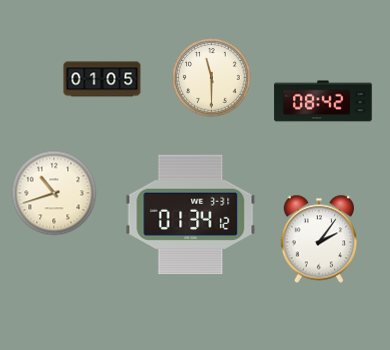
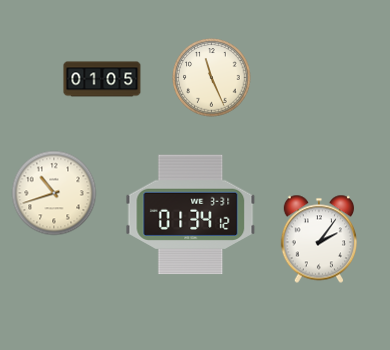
clock at (212, 78): 11:30 -> 11:26
clock at (323, 101): 08:42 -> none
